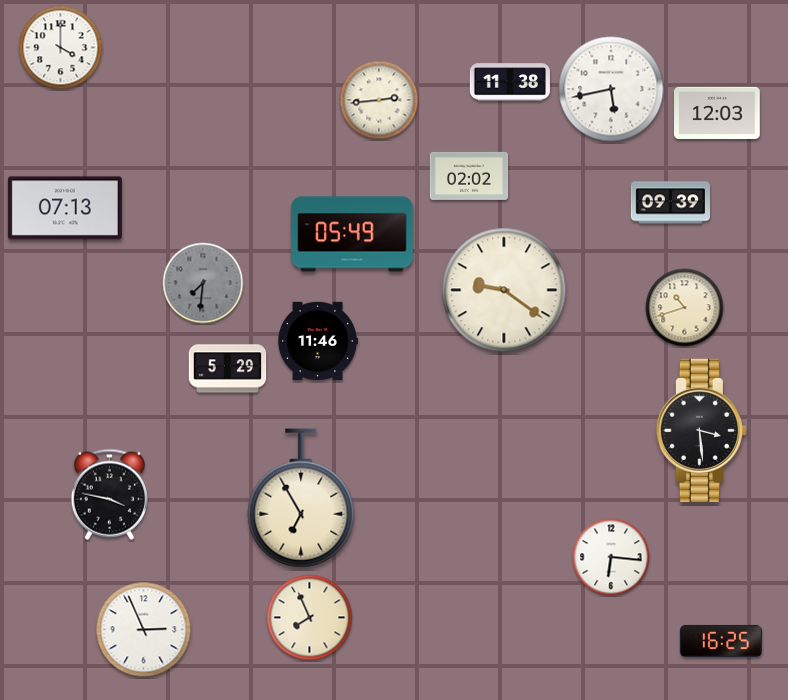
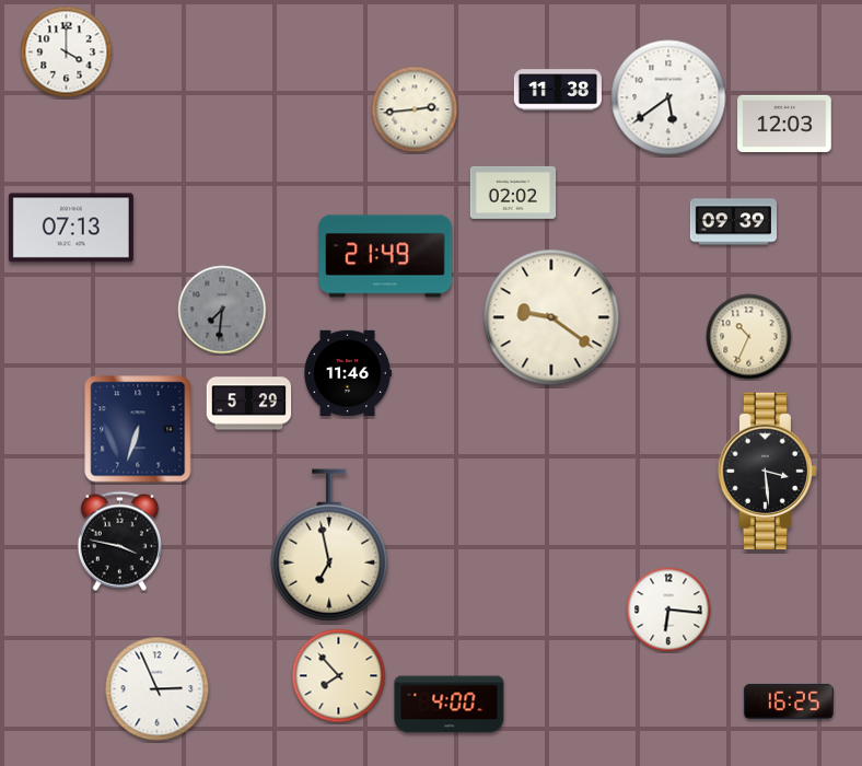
clock at (611, 89): 5:43 -> 5:39
clock at (352, 234): 05:49 -> 21:49
clock at (685, 308): 10:42 -> 10:34
clock at (138, 429): none -> 6:33
clock at (301, 498): 6:55 -> 6:58
clock at (310, 618): 7:56 -> 7:53
clock at (450, 705): none -> 4:00
